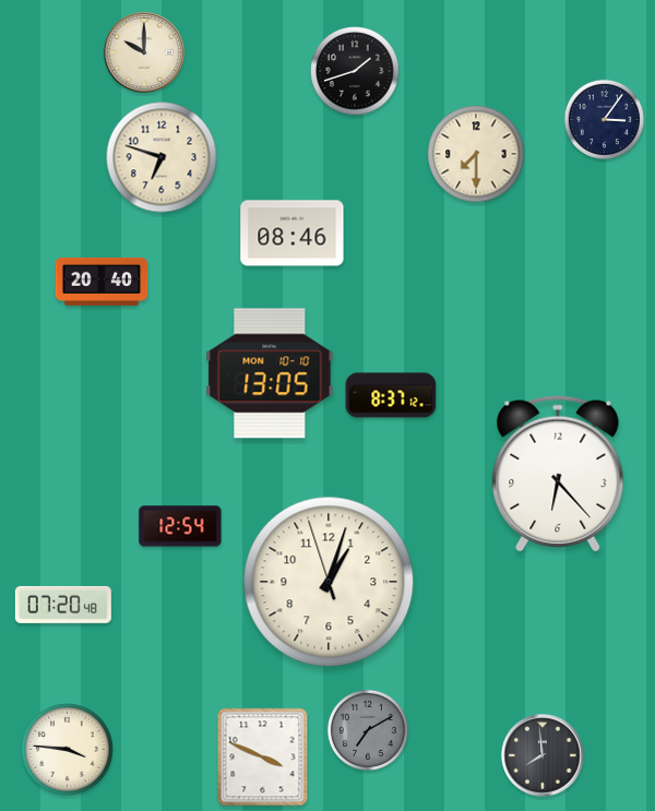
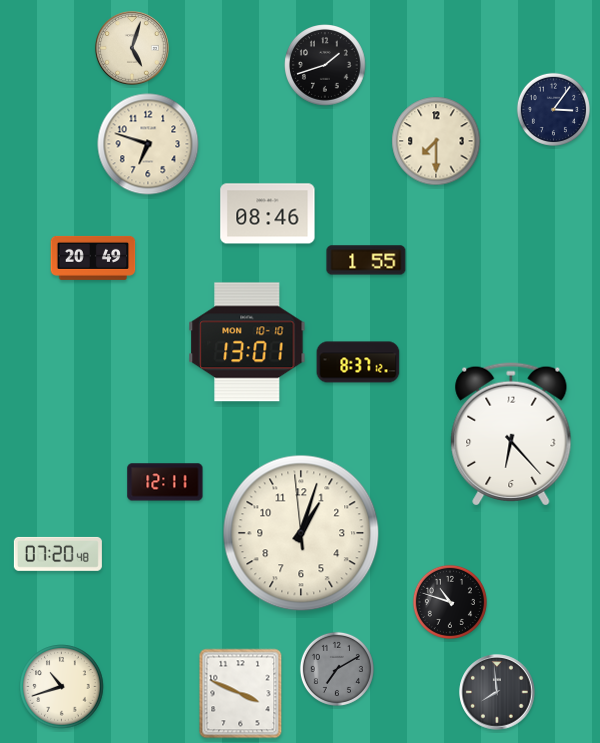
clock at (144, 52): 10:00 -> 5:03
clock at (102, 282): 20:40 -> 20:49
clock at (366, 260): none -> 1:55
clock at (270, 373): 13:05 -> 13:01
clock at (180, 526): 12:54 -> 12:11
clock at (329, 582): 1:02:57 -> 1:02:59
clock at (450, 602): none -> 10:48
clock at (68, 750): 3:46 -> 10:42
